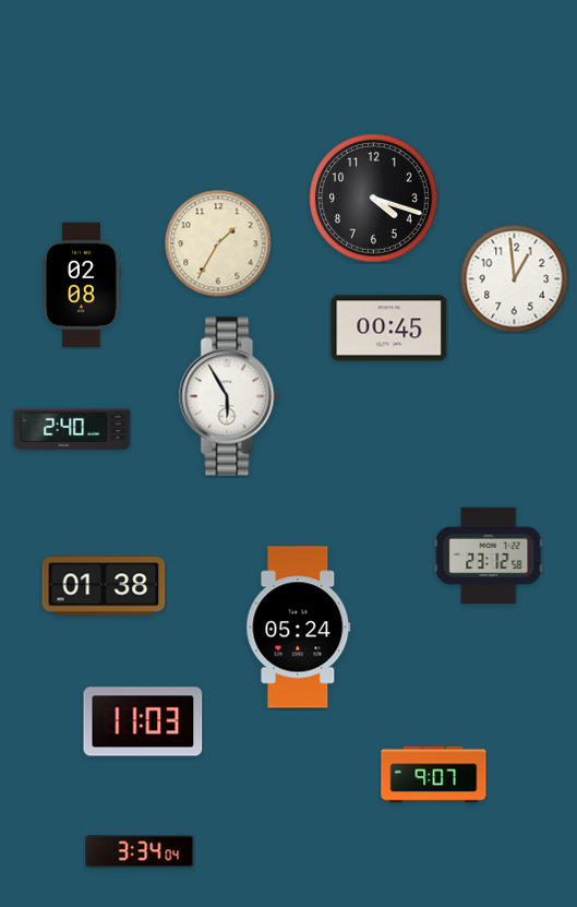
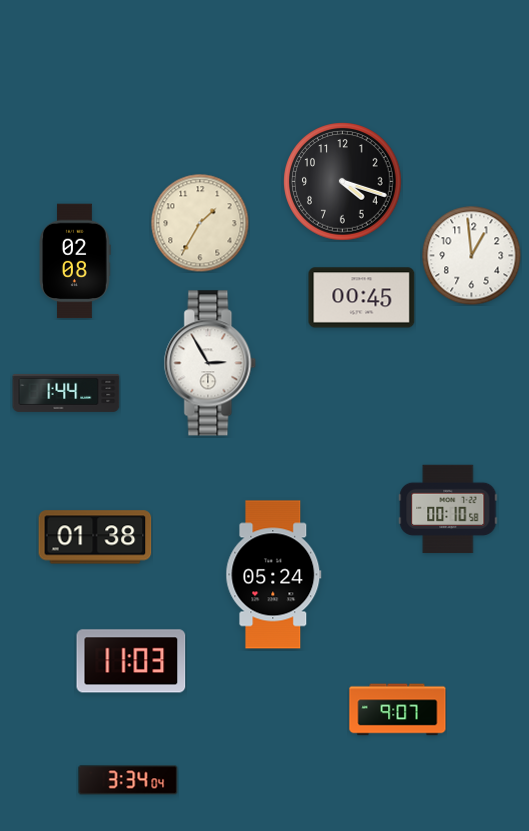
clock at (389, 329) position: (389, 329) -> (362, 298)
clock at (229, 396): 5:55 -> 2:55
clock at (72, 429): 2:40 -> 1:44
clock at (489, 556): 23:12 -> 00:10
